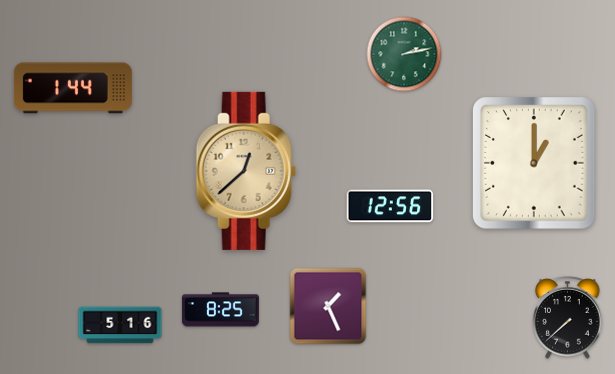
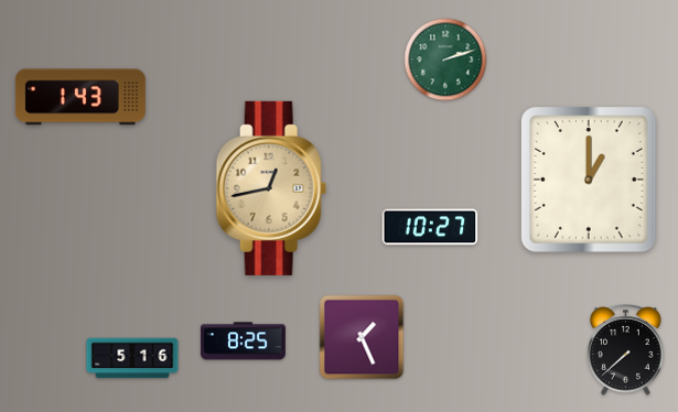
clock at (404, 54): 2:13 -> 2:12
clock at (73, 88): 1:44 -> 1:43
clock at (246, 171): 12:38 -> 12:43
clock at (390, 206): 12:56 -> 10:27
